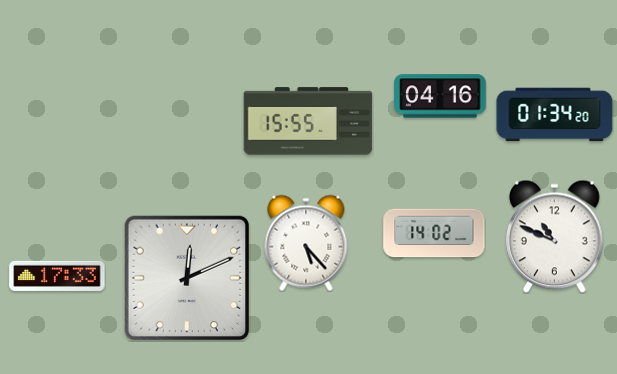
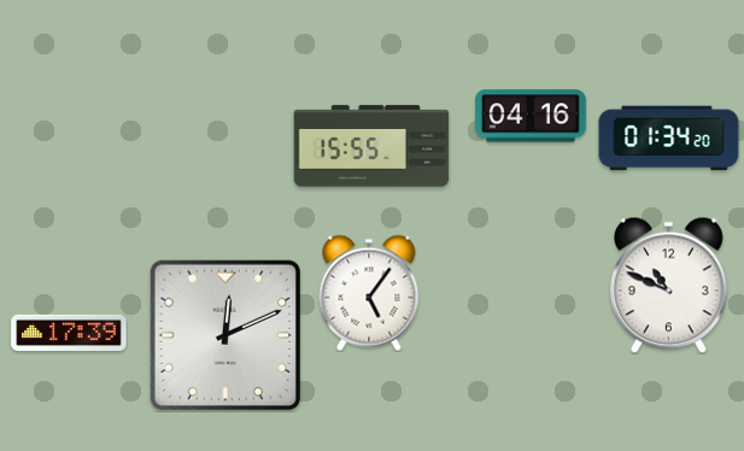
clock at (434, 233): 14:02 -> none
clock at (306, 243): 5:23 -> 5:06
clock at (57, 276): 17:33 -> 17:39
